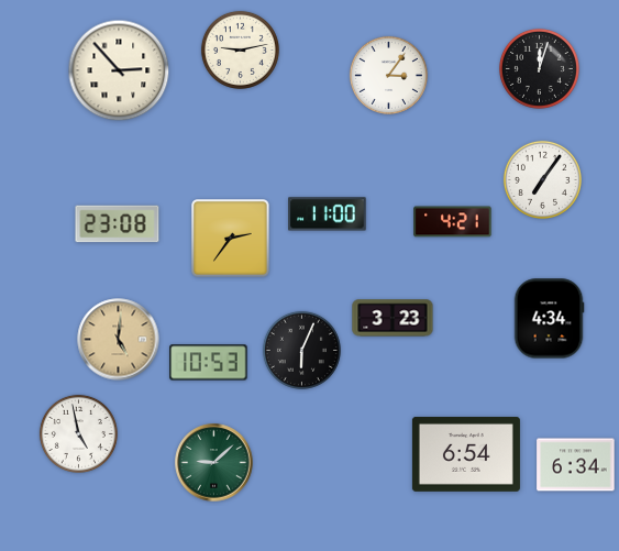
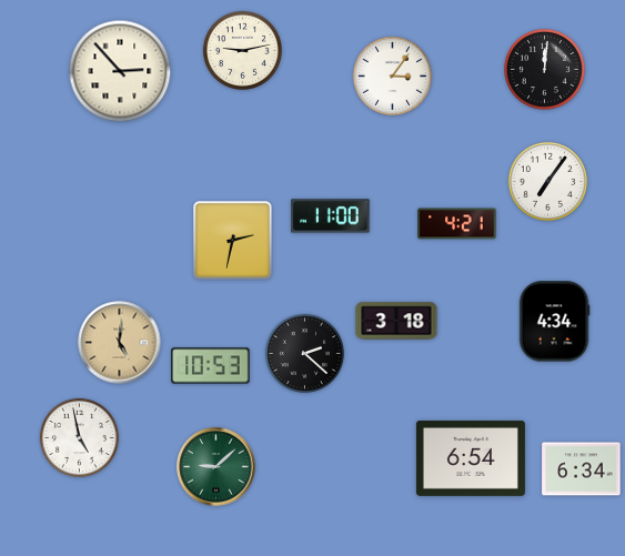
clock at (539, 68): 12:03 -> 12:01
clock at (118, 224): 23:08 -> none
clock at (231, 239): 2:36 -> 2:32
clock at (393, 318): 3:23 -> 3:18
clock at (301, 350): 6:04 -> 2:22
